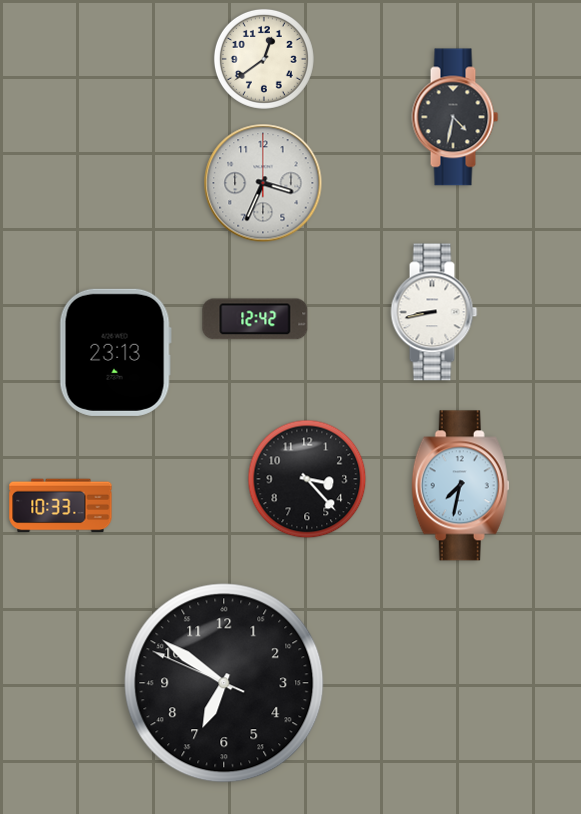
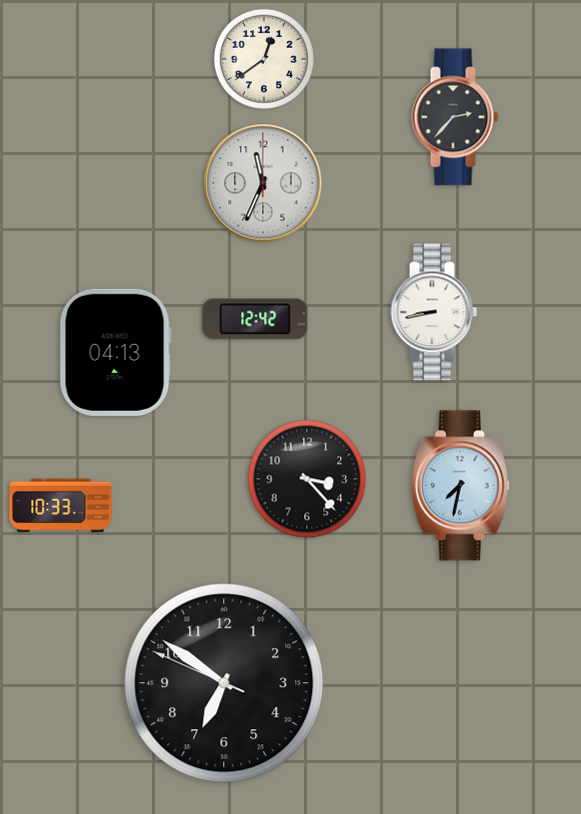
clock at (455, 117): 4:32 -> 2:37
clock at (263, 183): 3:34 -> 11:34
clock at (115, 352): 23:13 -> 04:13
